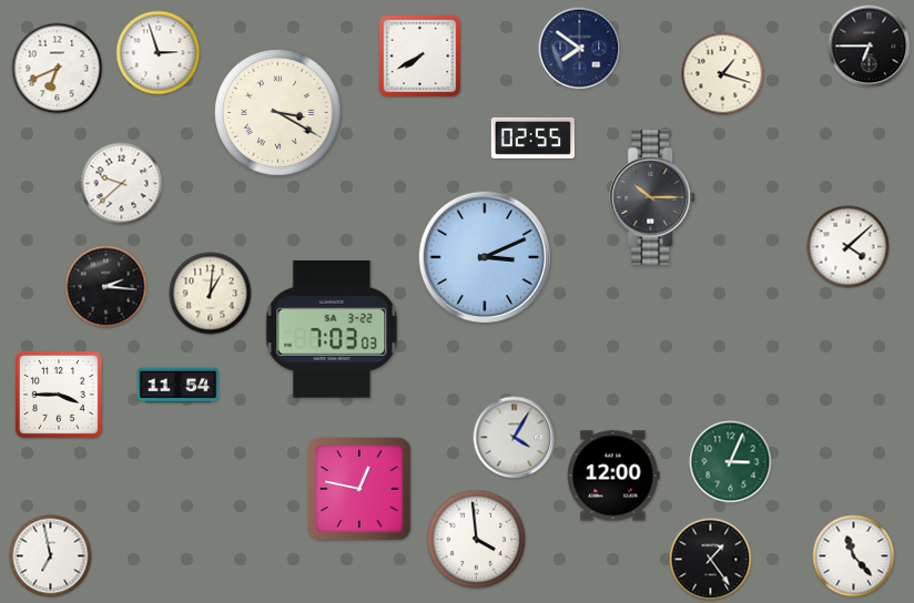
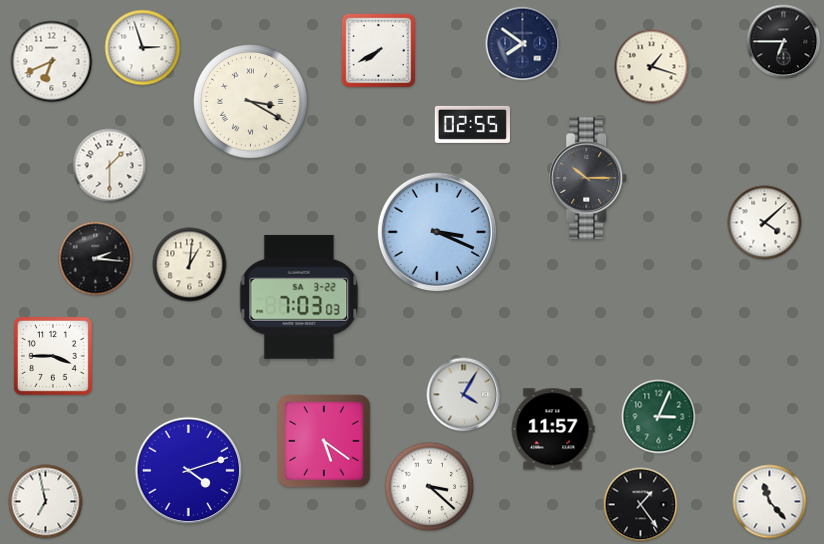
clock at (532, 137) position: (532, 137) -> (472, 124)
clock at (122, 184): 9:38 -> 1:30
clock at (484, 256): 3:11 -> 3:19
clock at (179, 386): 11:54 -> none
clock at (613, 476): 12:00 -> 11:57
clock at (359, 489): 12:47 -> 5:21
clock at (189, 471): none -> 4:12
clock at (477, 540): 3:59 -> 3:22
